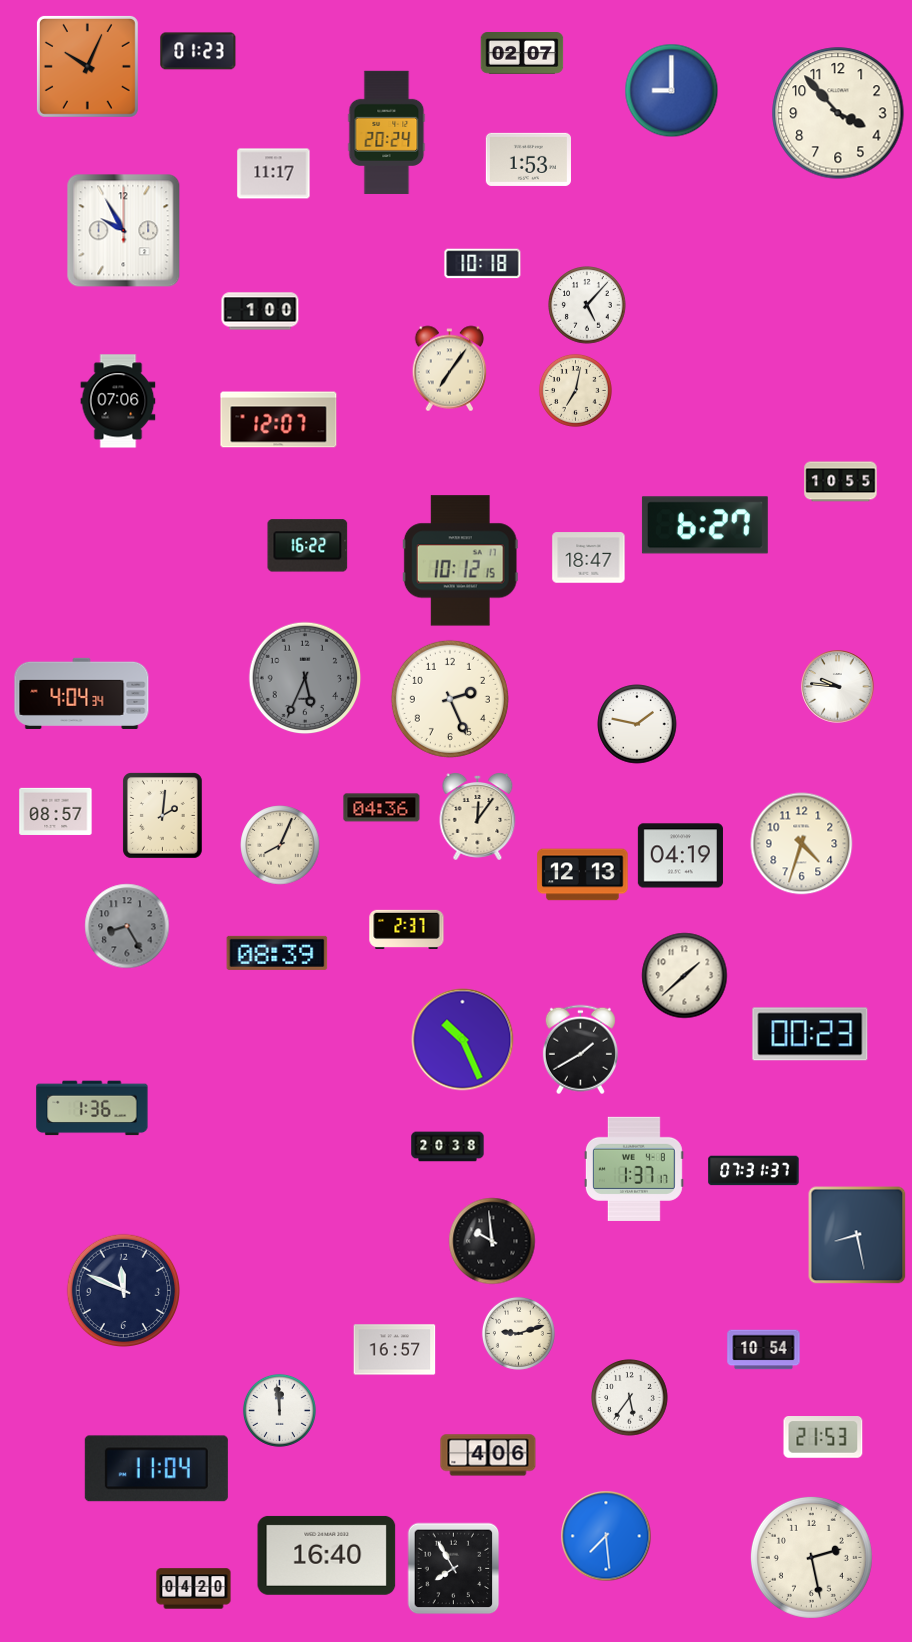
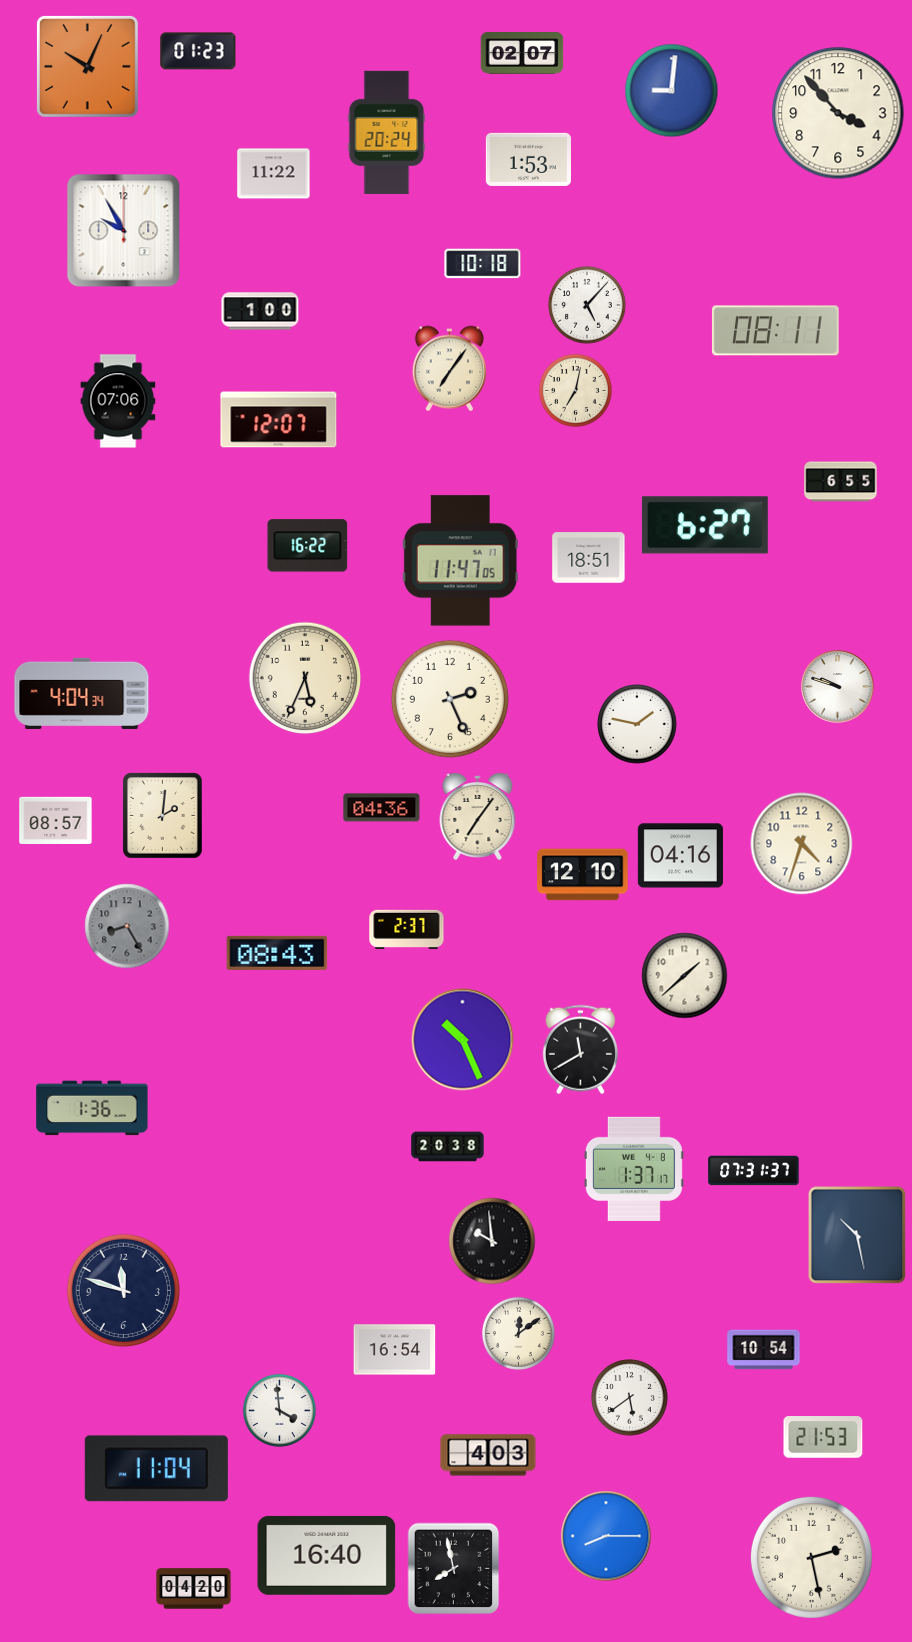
clock at (672, 91): 9:00 -> 9:01
clock at (274, 174): 11:17 -> 11:22
clock at (775, 331): none -> 08:11
clock at (841, 482): 10:55 -> 6:55
clock at (589, 558): 18:47 -> 18:51
clock at (460, 561): 10:12 -> 11:47
clock at (305, 678) dial: grey -> cream
clock at (838, 687): 9:46 -> 9:48
clock at (56, 811) position: (56, 811) -> (56, 820)
clock at (478, 817): 12:06 -> 7:06
clock at (280, 845): 8:04 -> none
clock at (680, 856): 04:19 -> 04:16
clock at (583, 875): 12:13 -> 12:10
clock at (277, 953): 08:39 -> 08:43
clock at (810, 1034): 00:23 -> none
clock at (580, 1050): 1:40 -> 11:40
clock at (857, 1235): 8:28 -> 10:28
clock at (123, 1290): 11:49 -> 11:48
clock at (518, 1333): 9:12 -> 12:09
clock at (395, 1350): 16:57 -> 16:54
clock at (630, 1398): 5:36 -> 5:39
clock at (279, 1410): 11:59 -> 3:59
clock at (488, 1455): 4:06 -> 4:03
clock at (606, 1536): 7:29 -> 8:15
clock at (454, 1569): 7:55 -> 7:58
